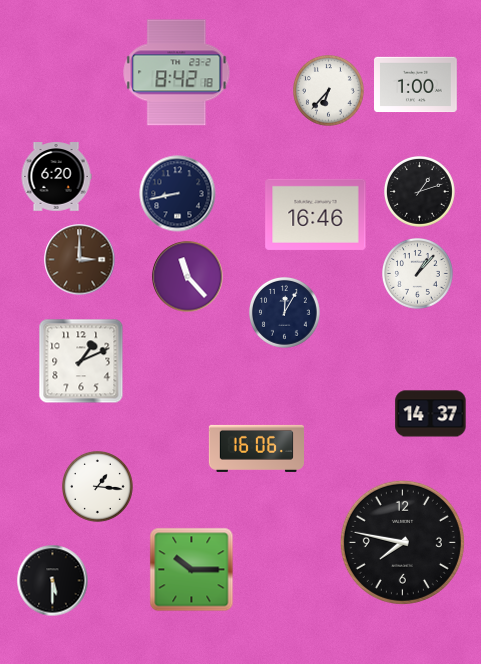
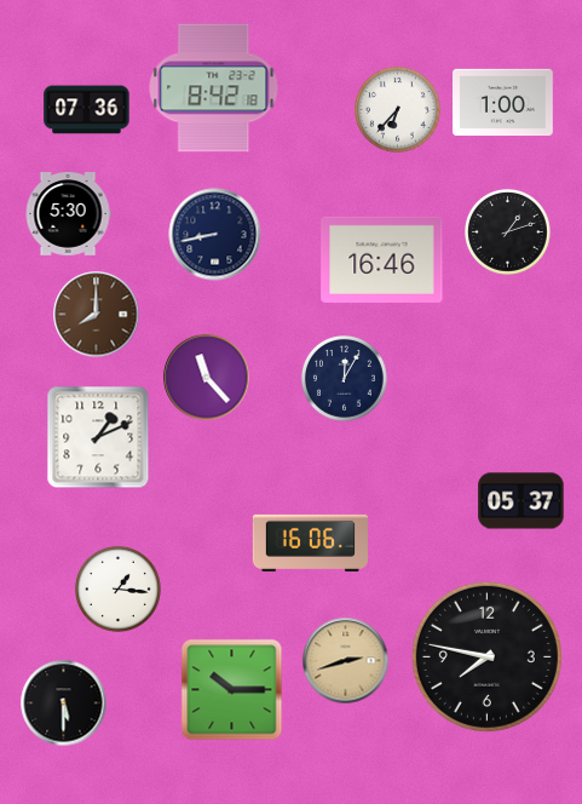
clock at (87, 110): none -> 07:36
clock at (56, 177): 6:20 -> 5:30
clock at (80, 260): 3:00 -> 8:00
clock at (418, 274): 1:07 -> none
clock at (188, 277) position: (188, 277) -> (207, 378)
clock at (431, 414): 14:37 -> 05:37
clock at (346, 661): none -> 2:42
